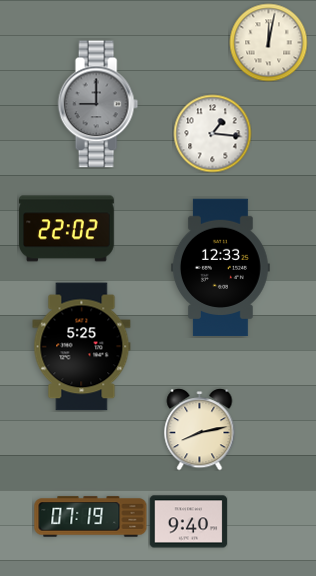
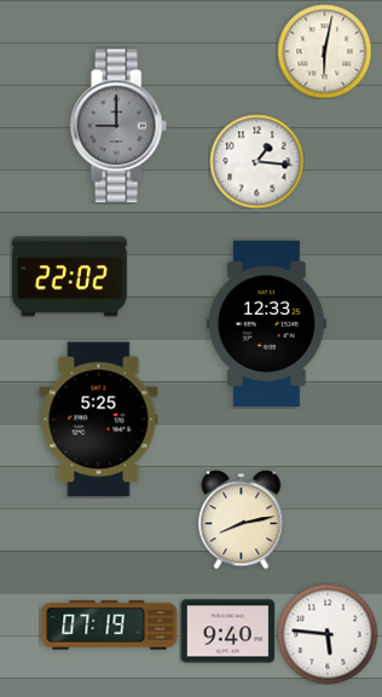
clock at (268, 42): 12:02 -> 6:02
clock at (67, 229) position: (67, 229) -> (70, 277)
clock at (328, 634): none -> 5:46
